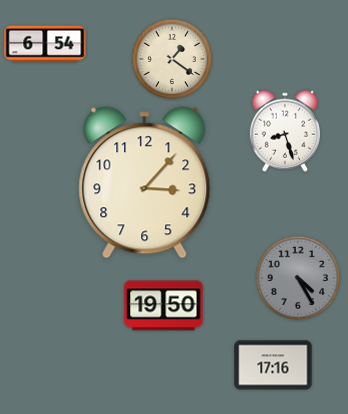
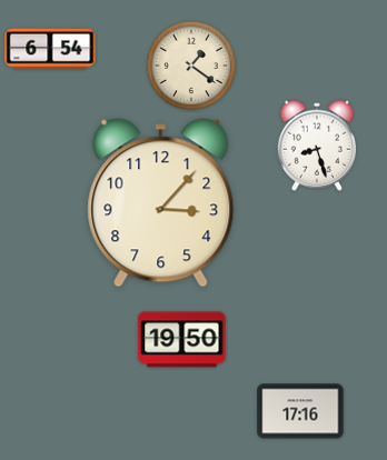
clock at (298, 278): 4:25 -> none
clock at (273, 365) position: (273, 365) -> (300, 411)
